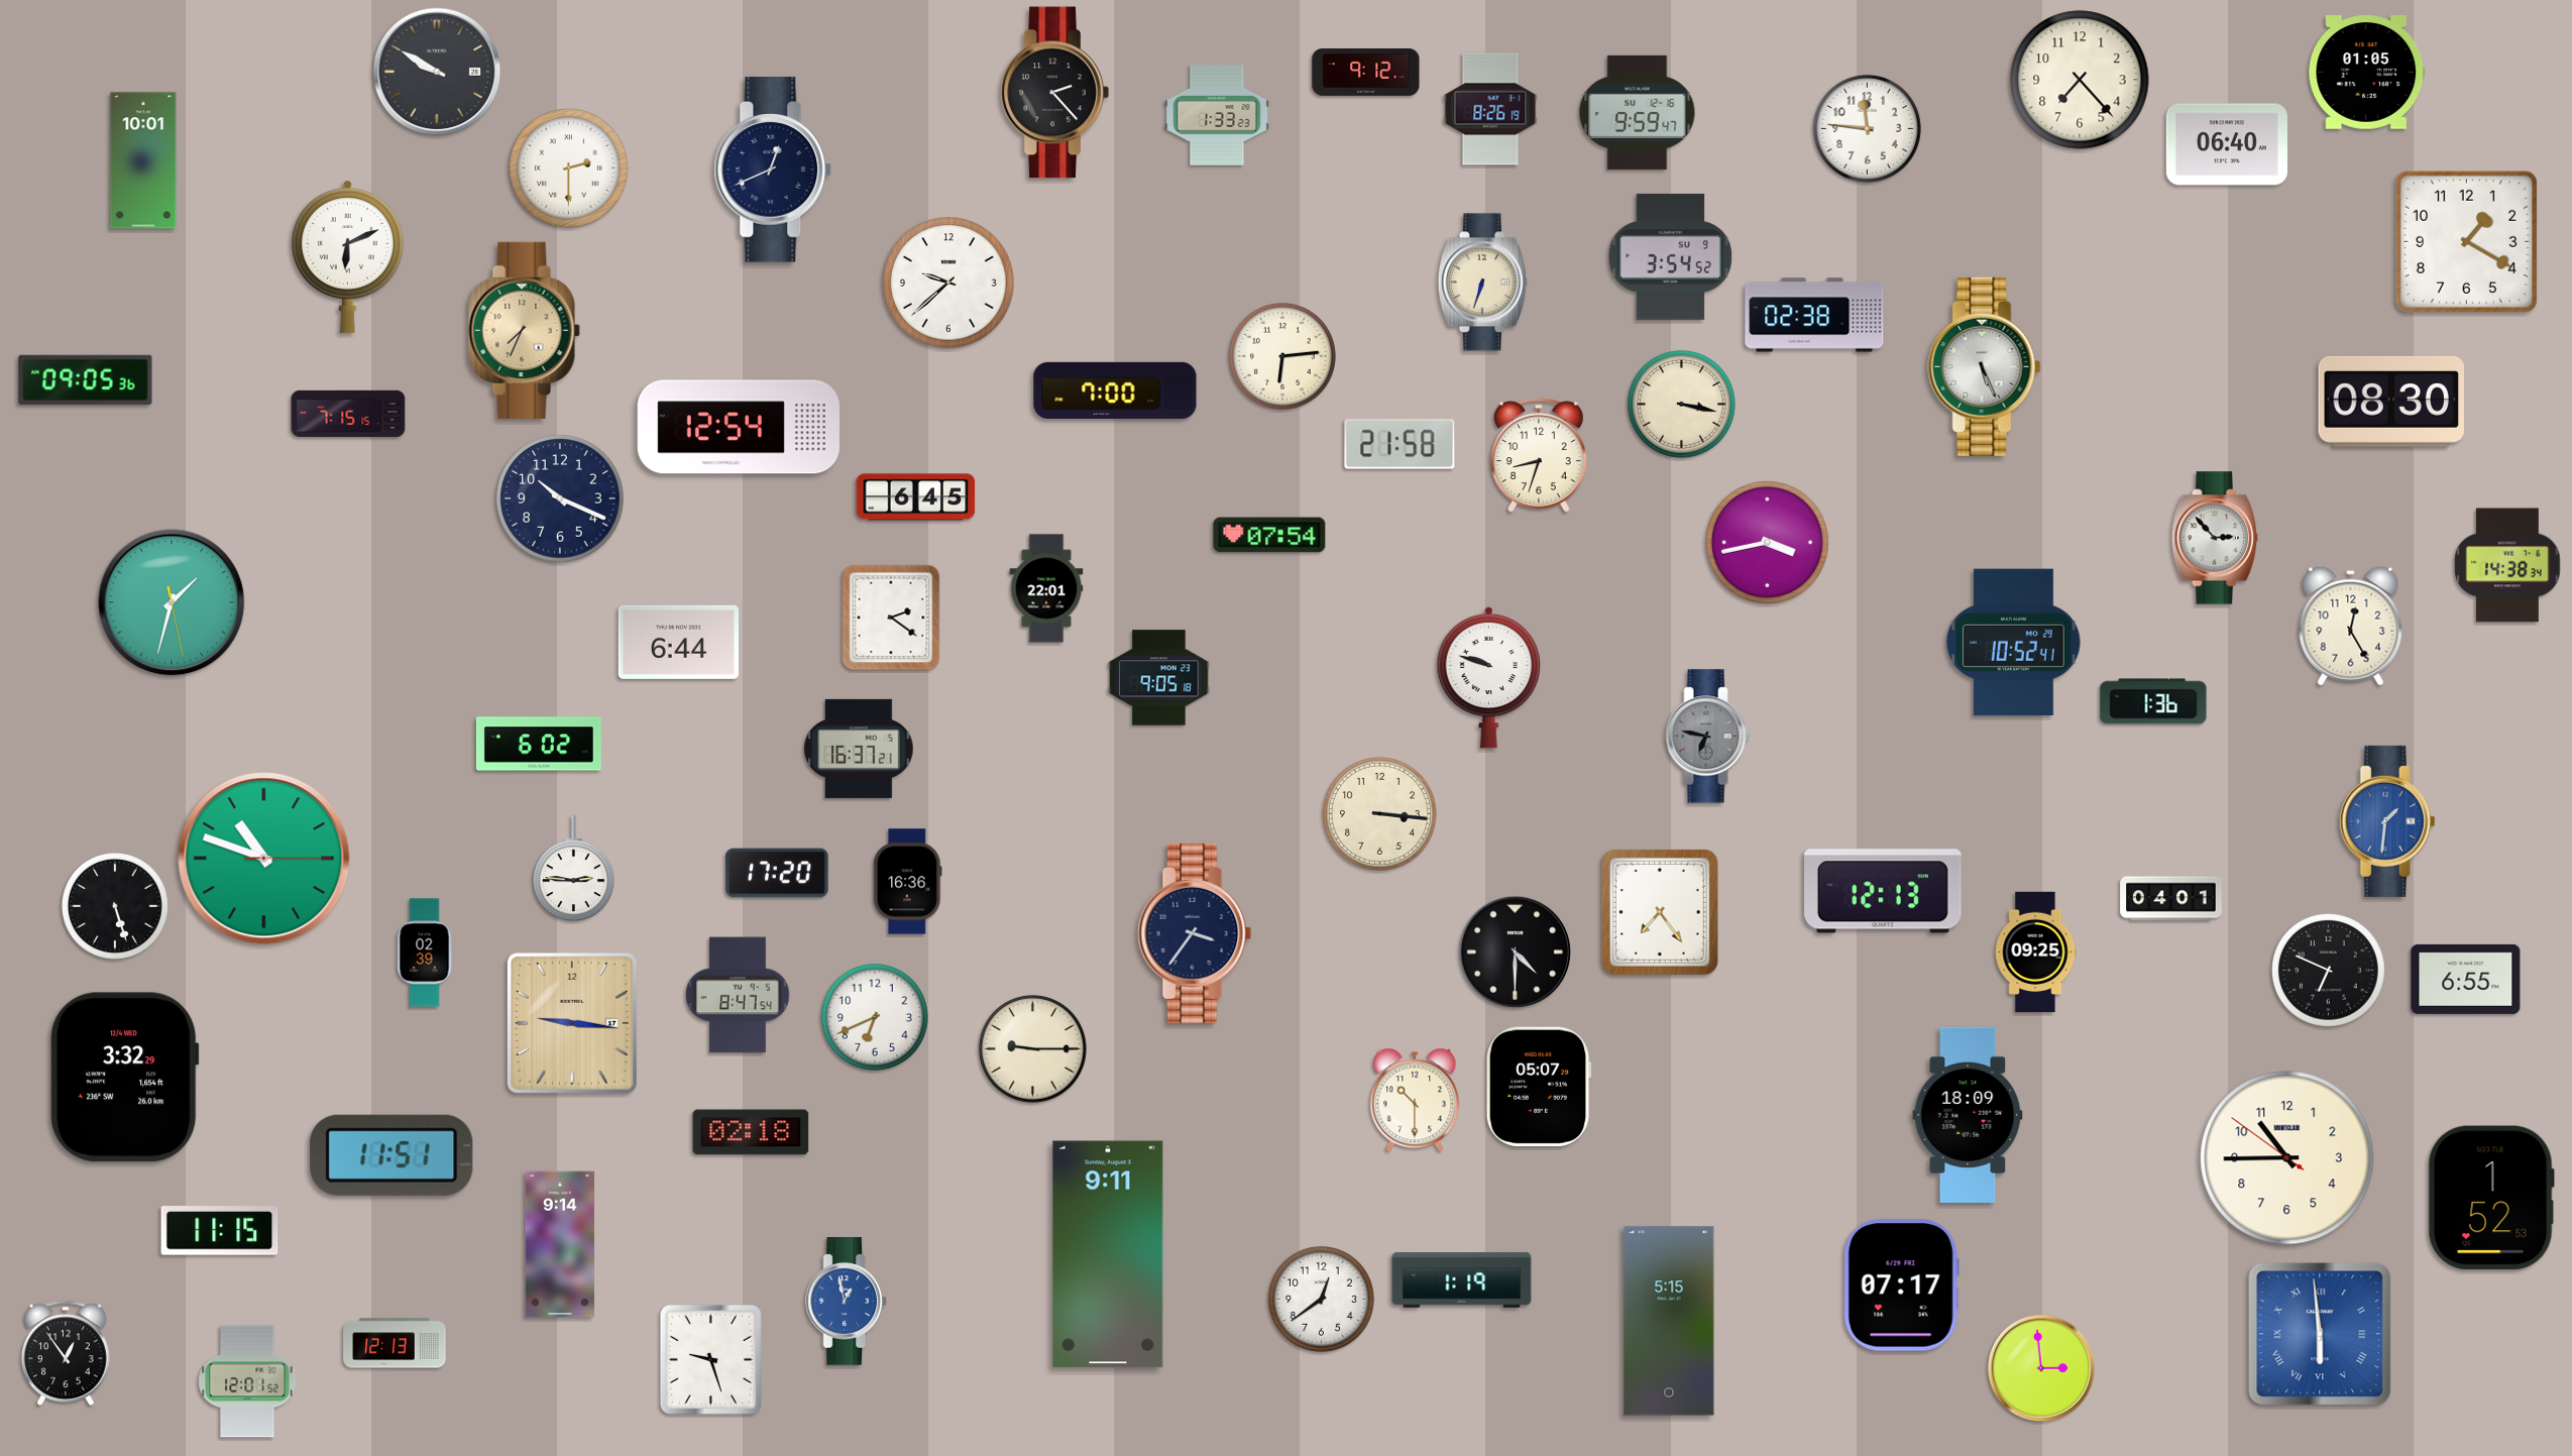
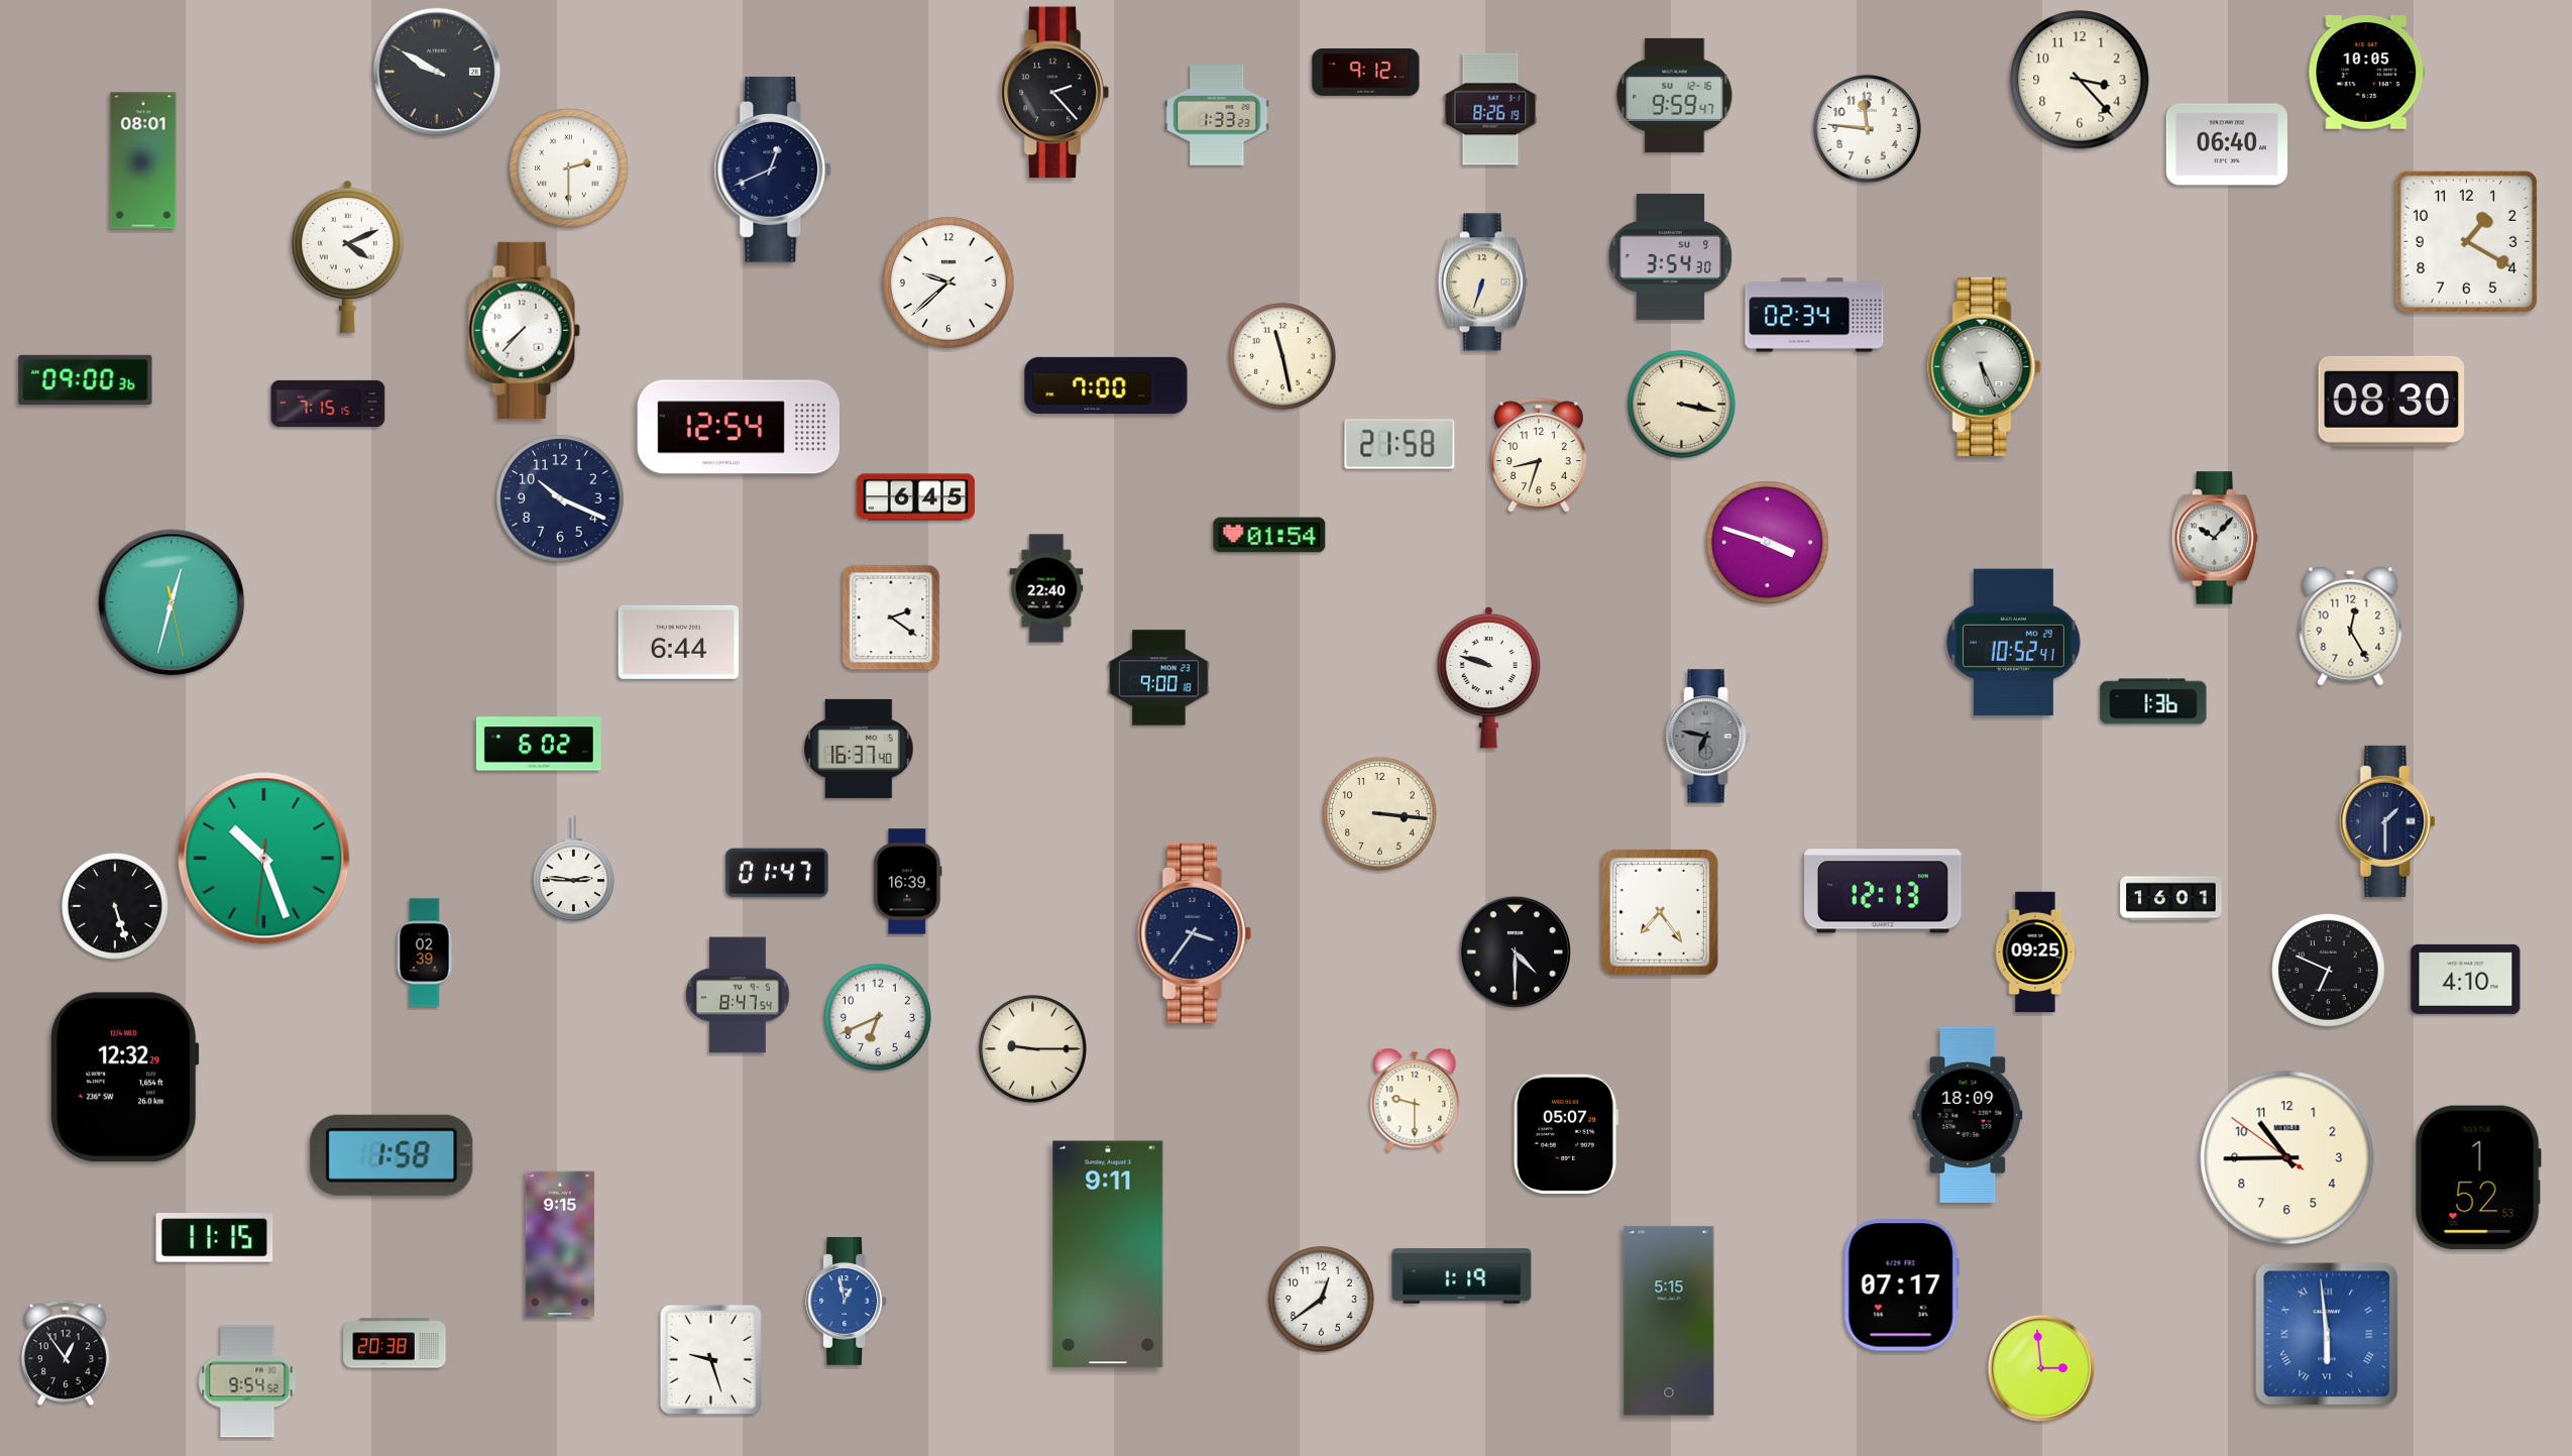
clock at (2367, 73): 01:05 -> 10:05
clock at (2080, 80): 7:23 -> 3:23
clock at (1638, 112) position: (1638, 112) -> (1675, 95)
clock at (143, 160): 10:01 -> 08:01
clock at (347, 256): 6:11 -> 4:11
clock at (1671, 256): 3:54:52 -> 3:54:30
clock at (1814, 315): 02:38 -> 02:34
clock at (524, 330): 7:34 -> 7:37
clock at (524, 330) dial: champagne -> white
clock at (1282, 356): 6:14 -> 11:28
clock at (86, 380): 09:05 -> 09:00
clock at (1115, 390) position: (1115, 390) -> (1106, 385)
clock at (348, 413) position: (348, 413) -> (328, 403)
clock at (1269, 535): 07:54 -> 01:54
clock at (2215, 538): 2:53 -> 10:07
clock at (1768, 543): 3:43 -> 3:48
clock at (2507, 565): 14:38 -> none
clock at (1046, 588): 22:01 -> 22:40
clock at (172, 602): 1:32 -> 12:32
clock at (1159, 678): 9:05 -> 9:00
clock at (859, 749): 16:37:21 -> 16:37:40
clock at (2387, 821): 1:31 -> 1:30
clock at (2387, 821) dial: blue -> navy
clock at (264, 859): 10:48 -> 10:26
clock at (777, 873): 17:20 -> 01:47
clock at (908, 882): 16:36 -> 16:39
clock at (2171, 899): 04:01 -> 16:01
clock at (2466, 979): 6:55 -> 4:10
clock at (875, 1017) position: (875, 1017) -> (878, 1017)
clock at (572, 1023): 9:16 -> none
clock at (125, 1078): 3:32 -> 12:32
clock at (1539, 1086) position: (1539, 1086) -> (1566, 1133)
clock at (1415, 1100): 10:30 -> 9:30
clock at (751, 1132): 02:18 -> none
clock at (392, 1155): 11:51 -> 1:58
clock at (2491, 1198) position: (2491, 1198) -> (2478, 1178)
clock at (220, 1231) position: (220, 1231) -> (215, 1238)
clock at (560, 1244): 9:14 -> 9:15
clock at (1462, 1280) position: (1462, 1280) -> (1462, 1276)
clock at (2320, 1334) position: (2320, 1334) -> (2327, 1334)
clock at (395, 1343): 12:13 -> 20:38
clock at (247, 1381): 12:01 -> 9:54
